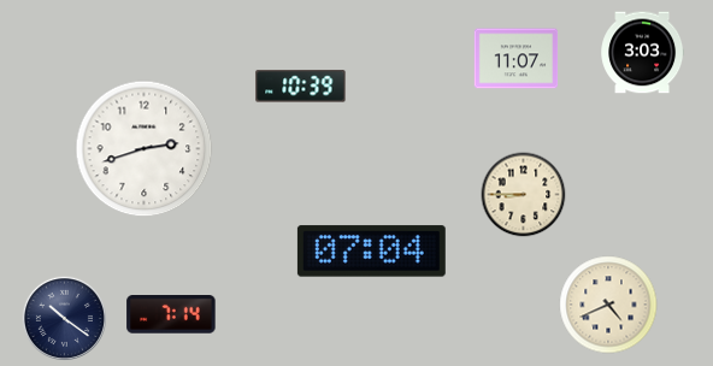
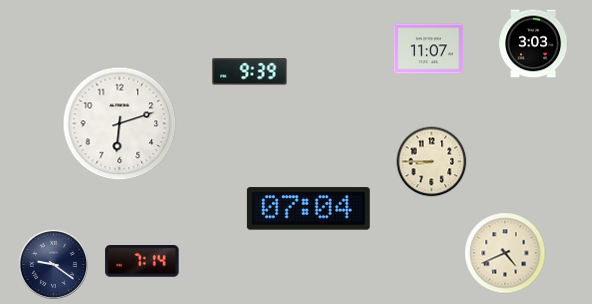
clock at (301, 87): 10:39 -> 9:39
clock at (145, 149): 2:42 -> 6:12
clock at (524, 195) position: (524, 195) -> (432, 162)
clock at (64, 318): 10:21 -> 9:21
